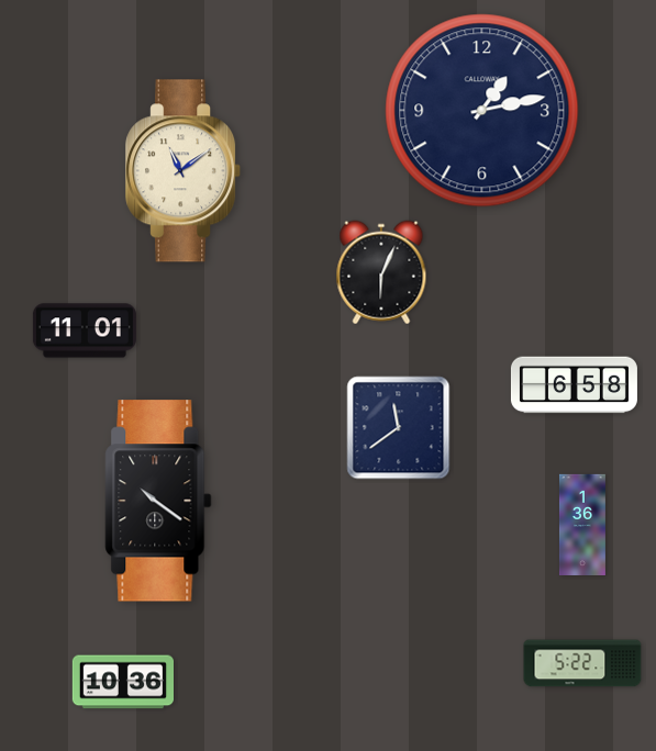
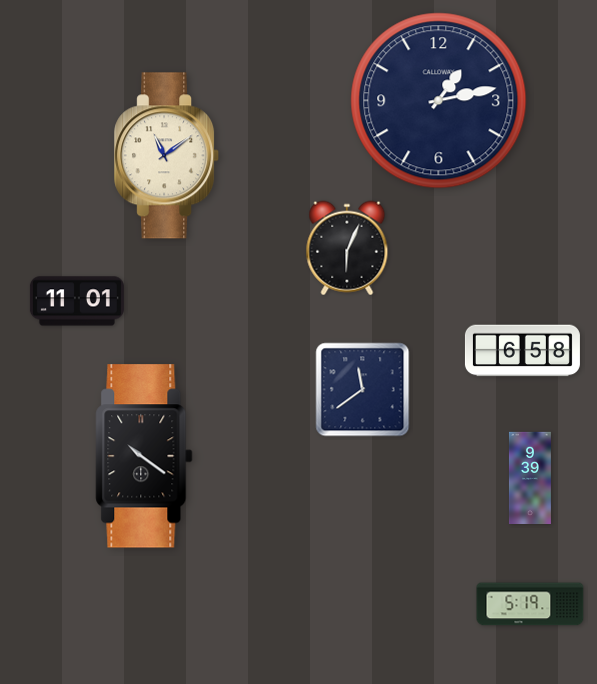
clock at (582, 524): 1:36 -> 9:39
clock at (582, 663): 5:22 -> 5:19
clock at (122, 682): 10:36 -> none
